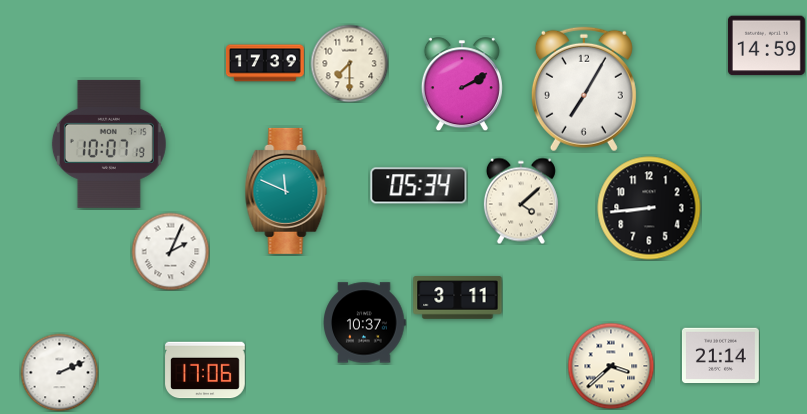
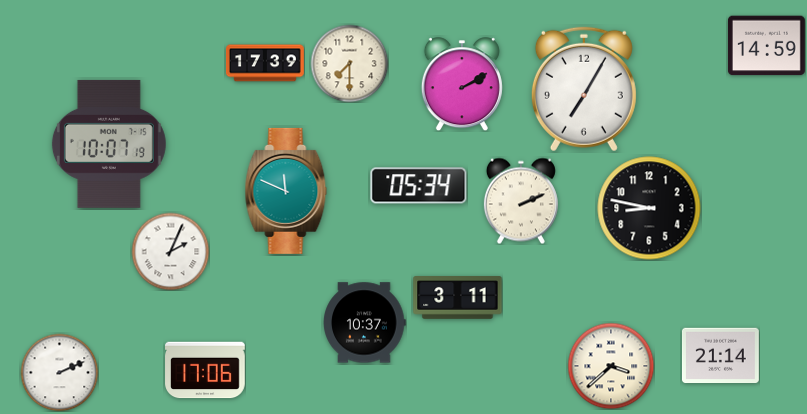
clock at (521, 201): 4:08 -> 2:11
clock at (649, 208): 8:44 -> 8:47
